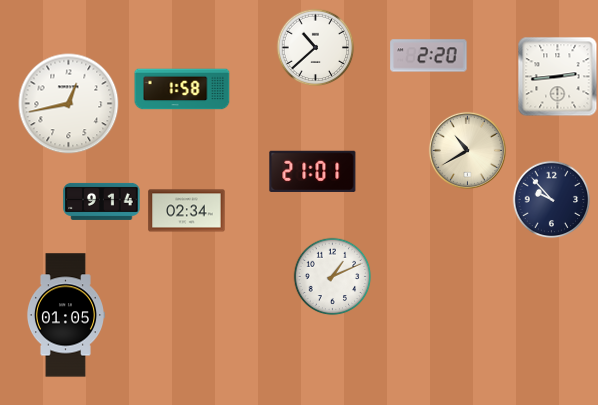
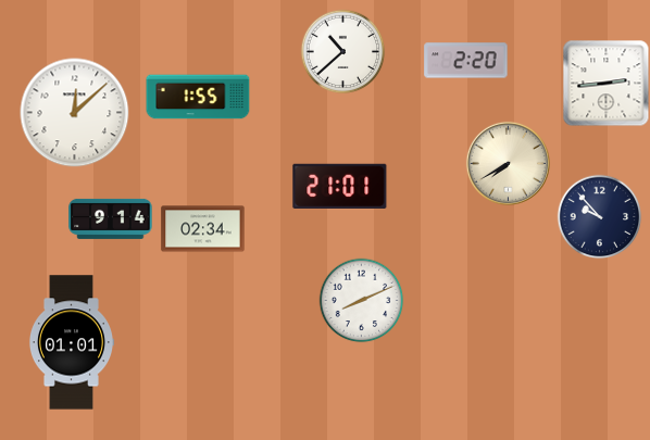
clock at (182, 89): 1:58 -> 1:55
clock at (69, 104): 12:43 -> 12:08
clock at (467, 150): 10:40 -> 7:40
clock at (332, 276): 1:11 -> 8:11
clock at (65, 315): 01:05 -> 01:01
